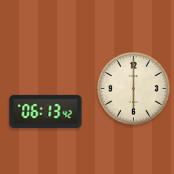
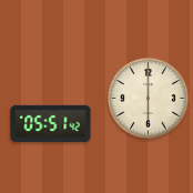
clock at (46, 111): 06:13 -> 05:51
